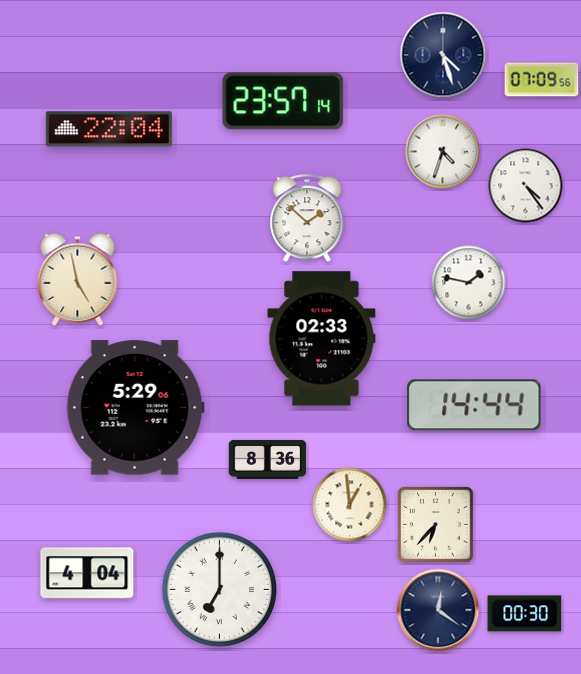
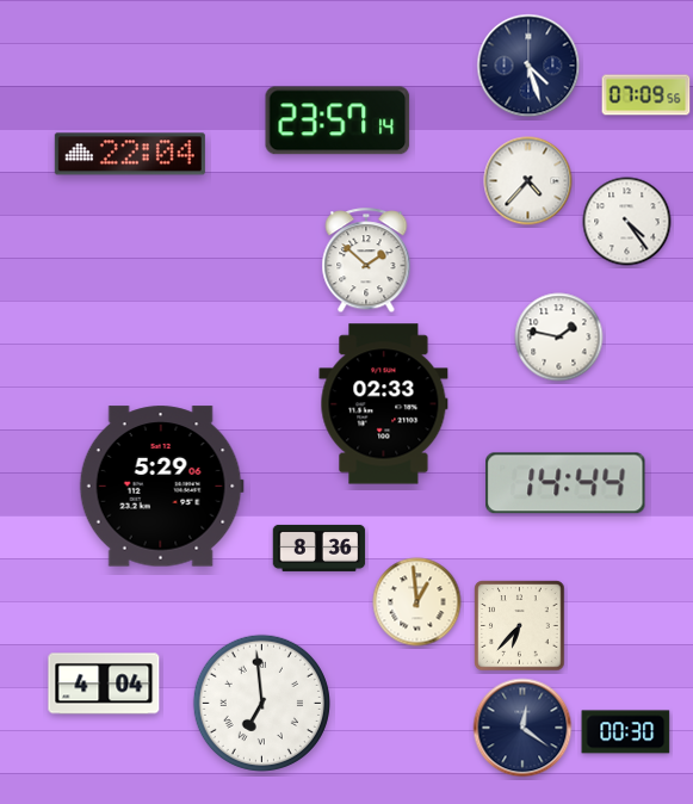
clock at (443, 152): 4:33 -> 4:37
clock at (78, 279): 4:58 -> none
clock at (219, 589): 7:00 -> 6:59
